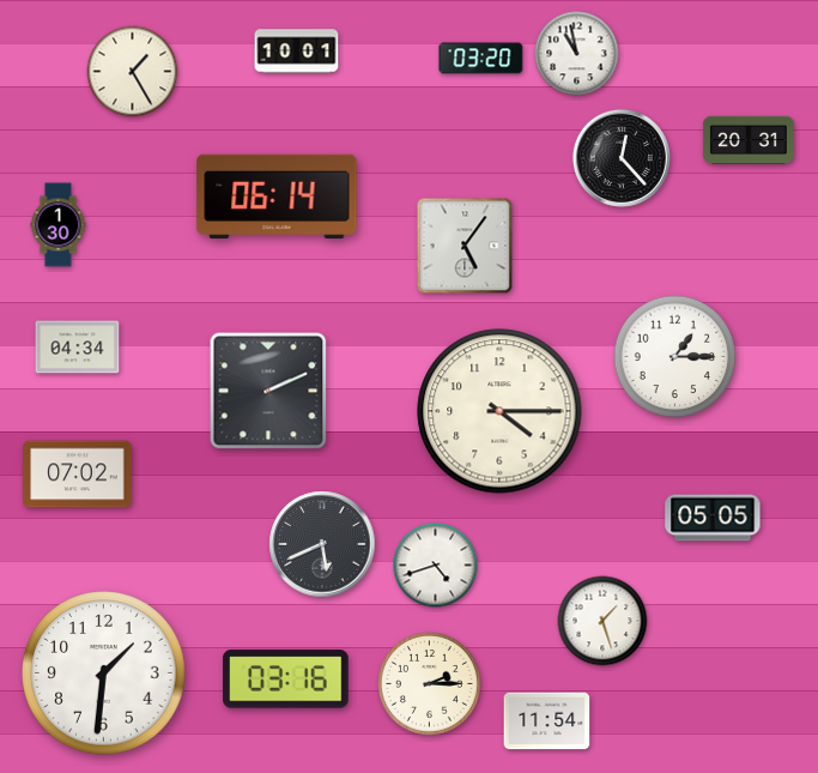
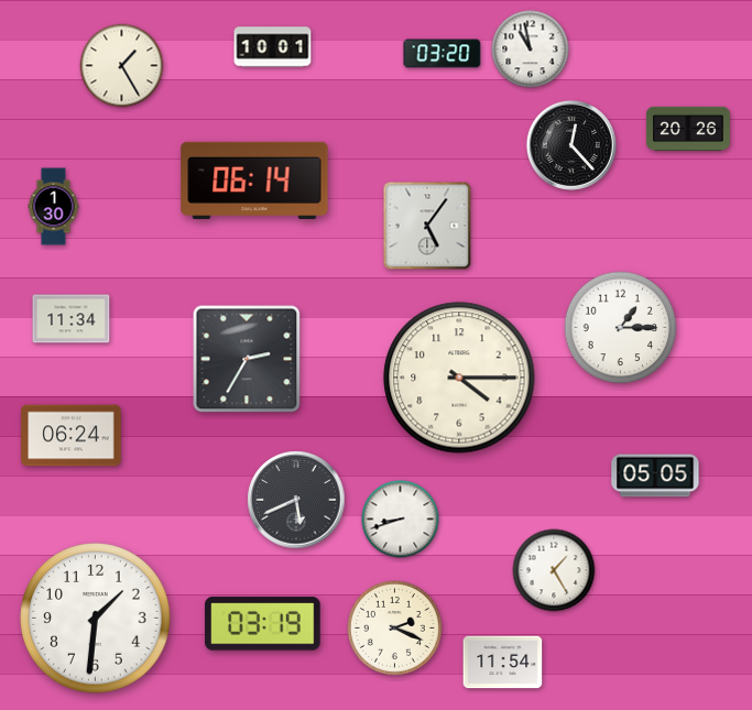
clock at (749, 140): 20:31 -> 20:26
clock at (78, 348): 04:34 -> 11:34
clock at (268, 391): 2:11 -> 2:35
clock at (78, 475): 07:02 -> 06:24
clock at (436, 566): 4:42 -> 8:42
clock at (602, 621): 1:27 -> 1:25
clock at (286, 680): 03:16 -> 03:19
clock at (430, 684): 2:15 -> 2:19
